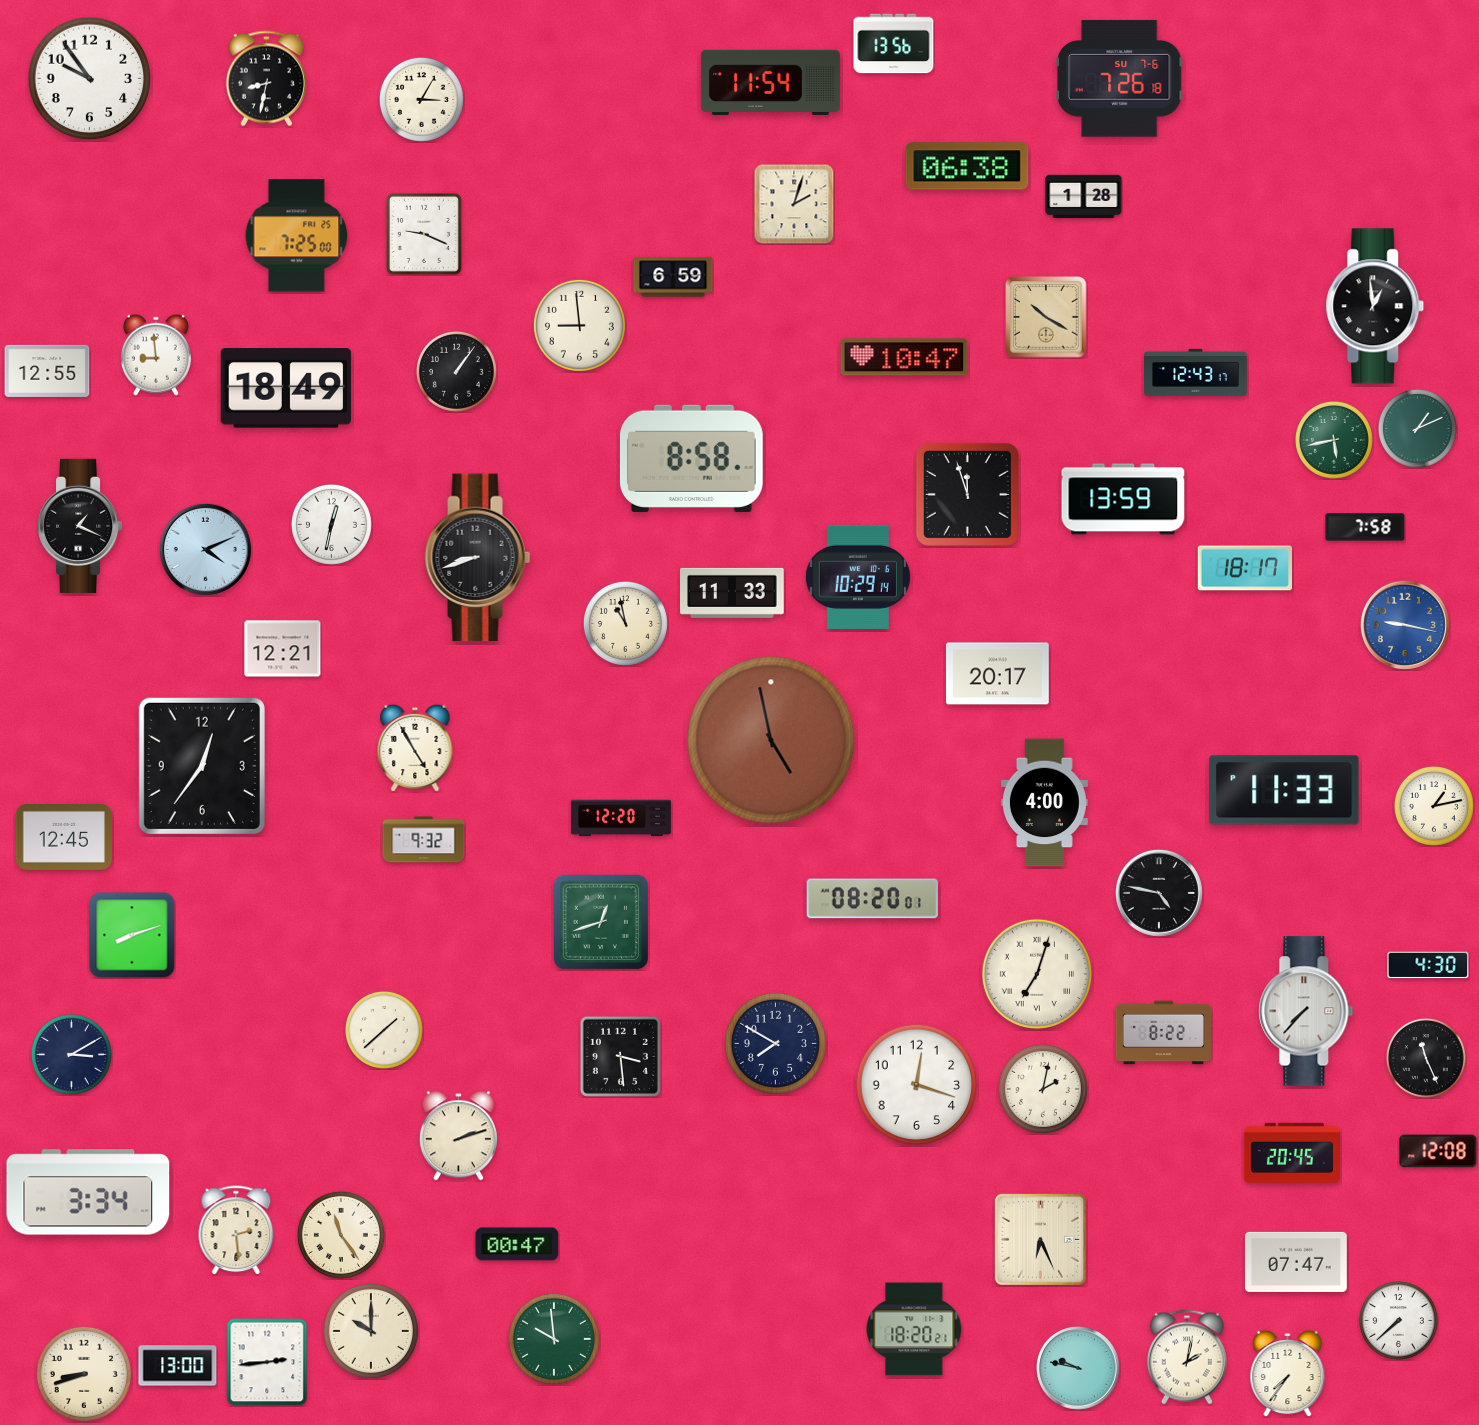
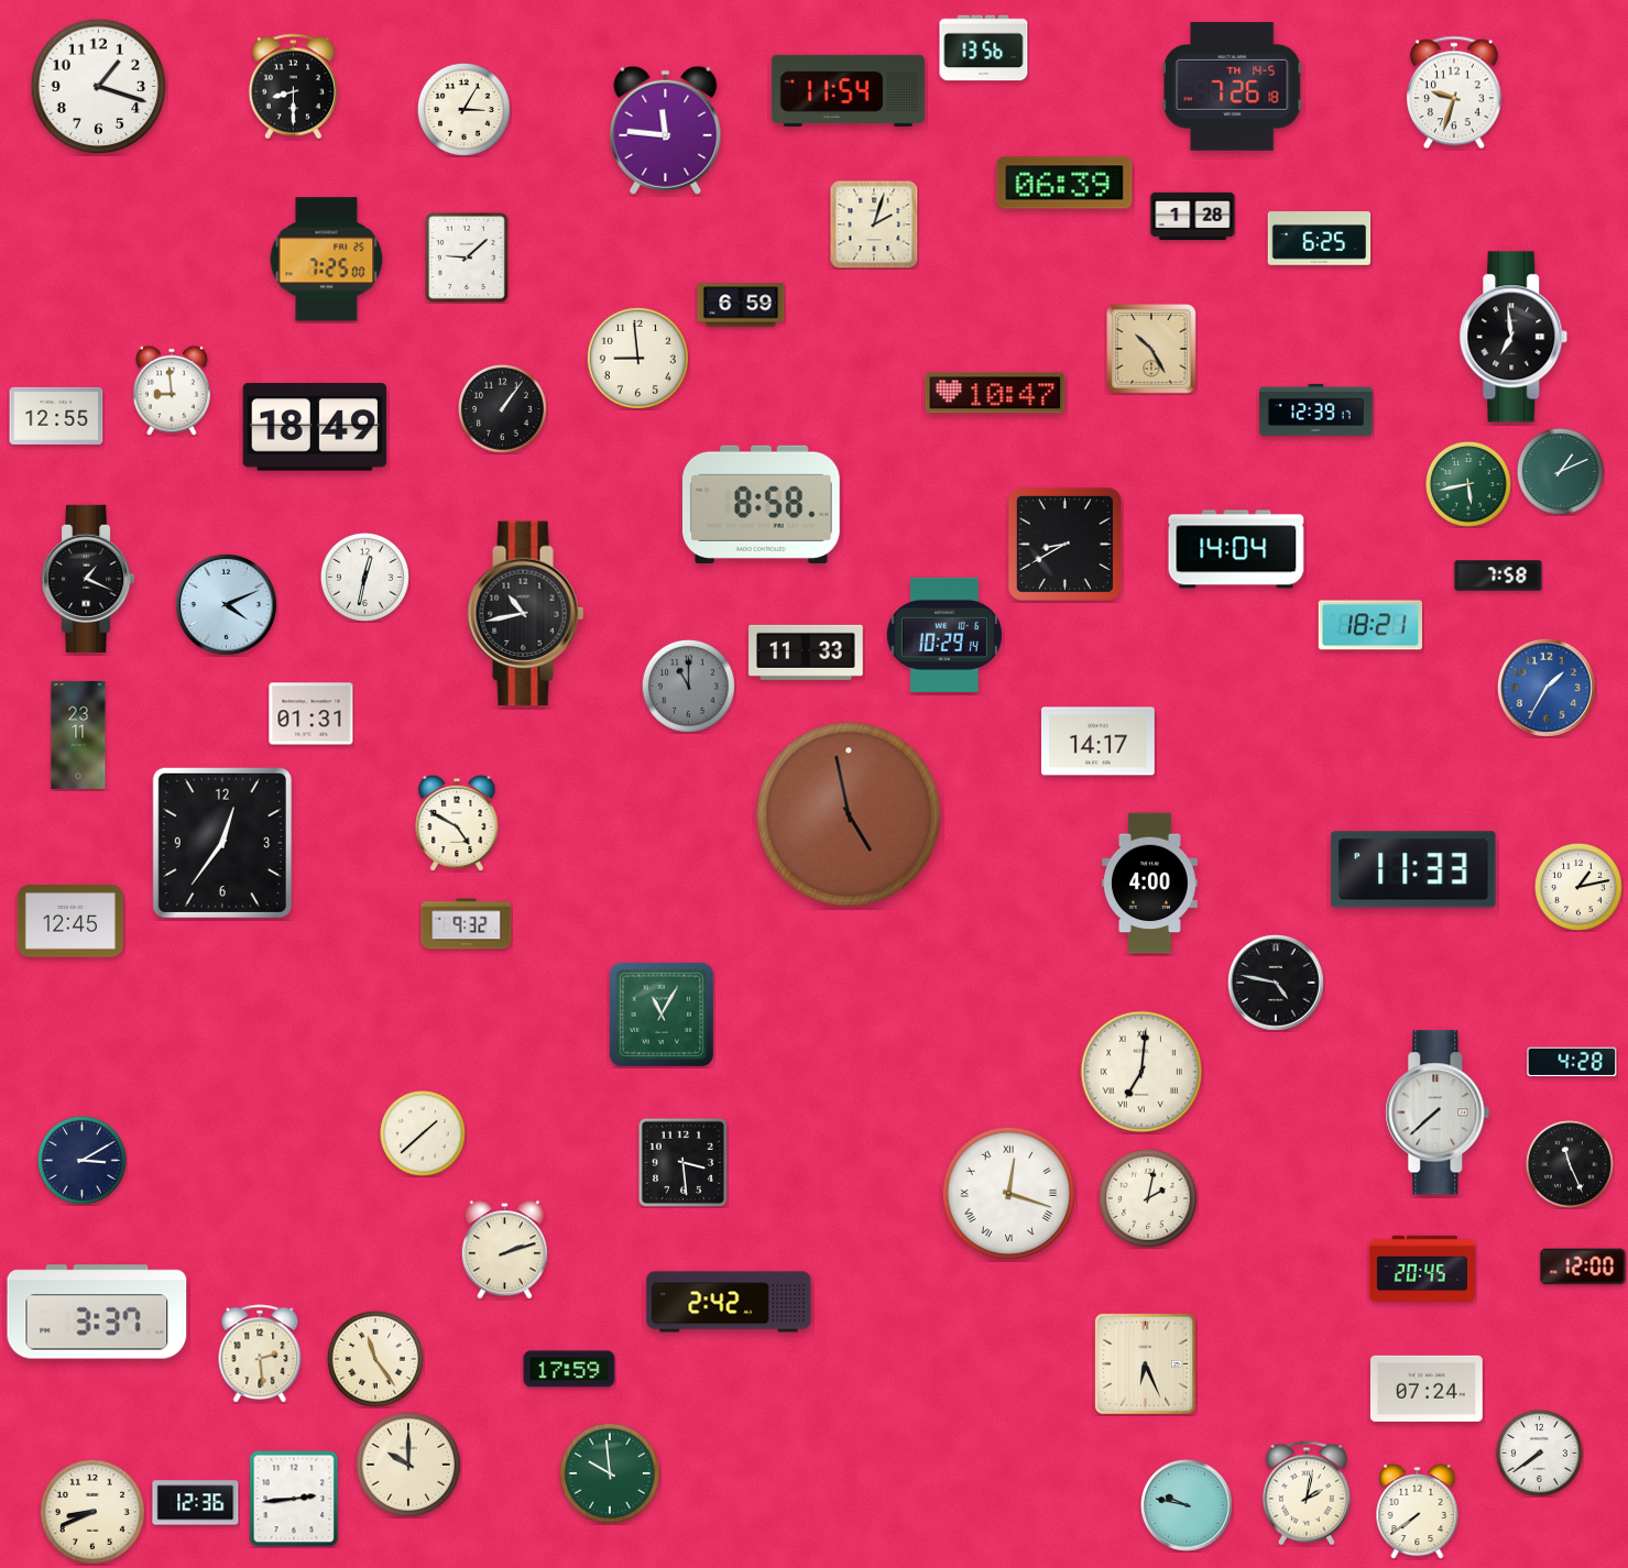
clock at (90, 79): 9:54 -> 1:18
clock at (266, 79): 8:32 -> 8:30
clock at (1119, 79) date: SU 7-6 -> TH 14-5
clock at (1455, 92): none -> 9:33
clock at (666, 130): none -> 11:46
clock at (967, 166): 06:38 -> 06:39
clock at (1320, 239): none -> 6:25
clock at (424, 234): 9:19 -> 9:08
clock at (1375, 306): 12:59 -> 6:59
clock at (1046, 317): 10:20 -> 10:25
clock at (47, 371) position: (47, 371) -> (56, 416)
clock at (1196, 372): 12:43 -> 12:39
clock at (967, 494): 11:57 -> 8:40
clock at (1123, 499): 13:59 -> 14:04
clock at (1365, 527) position: (1365, 527) -> (1498, 575)
clock at (478, 558): 8:42 -> 10:43
clock at (1244, 568): 18:17 -> 18:21
clock at (625, 623): 10:58 -> 11:00
clock at (625, 623) dial: cream -> grey
clock at (1405, 625): 9:17 -> 1:35
clock at (283, 649): 12:21 -> 01:31
clock at (78, 735): none -> 23:11
clock at (998, 674): 20:17 -> 14:17
clock at (415, 748): 4:55 -> 4:50
clock at (621, 818): 12:20 -> none
clock at (872, 899): 08:20 -> none
clock at (600, 921): 12:42 -> 11:05
clock at (132, 935): 8:12 -> none
clock at (1428, 965): 4:30 -> 4:28
clock at (1036, 973): 7:03 -> 7:01
clock at (1306, 1011): 7:37 -> 7:38
clock at (1163, 1033): 8:22 -> none
clock at (775, 1043): 7:50 -> none
clock at (71, 1054) position: (71, 1054) -> (81, 1160)
clock at (917, 1085) numerals: Arabic -> Roman
clock at (1438, 1151): 12:08 -> 12:00
clock at (729, 1302): none -> 2:42
clock at (88, 1192): 3:34 -> 3:37
clock at (517, 1244): 00:47 -> 17:59
clock at (1296, 1262): 07:47 -> 07:24
clock at (1398, 1320): 7:38 -> 7:39
clock at (914, 1329): 18:20 -> none
clock at (178, 1366): 13:00 -> 12:36
clock at (1288, 1373): 7:36 -> 7:39
clock at (84, 1374): 8:42 -> 8:41
